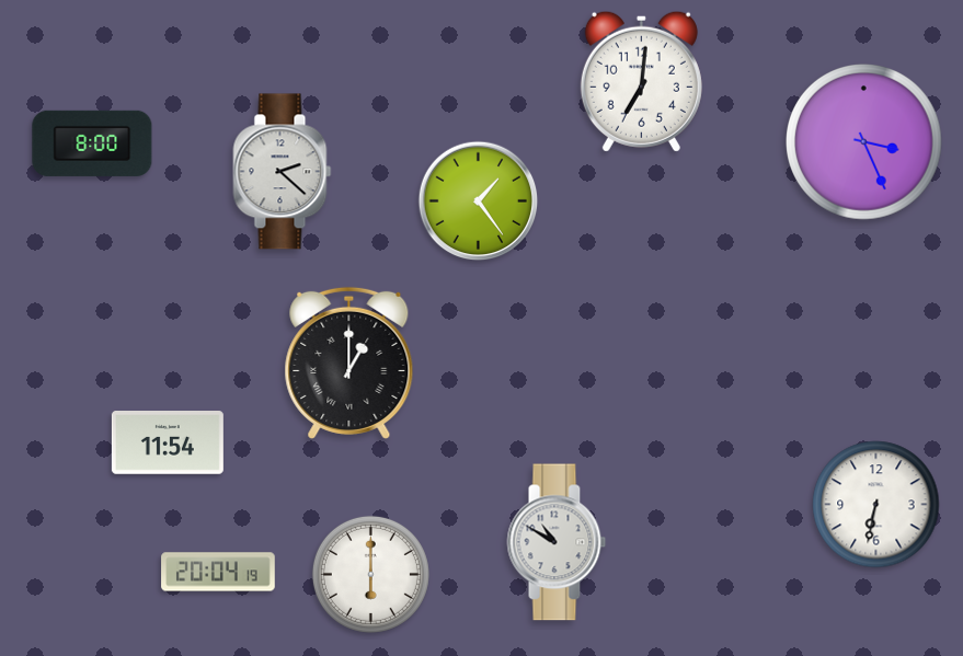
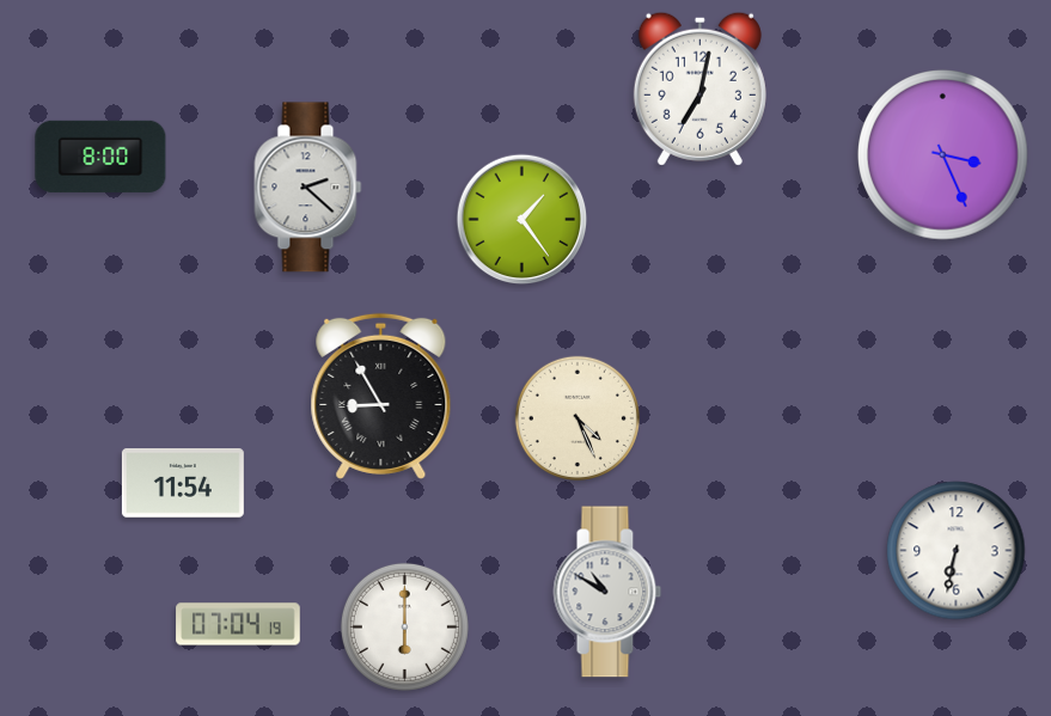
clock at (641, 81): 7:01 -> 7:02
clock at (349, 362): 1:00 -> 8:55
clock at (578, 418): none -> 4:26
clock at (218, 572): 20:04 -> 07:04
